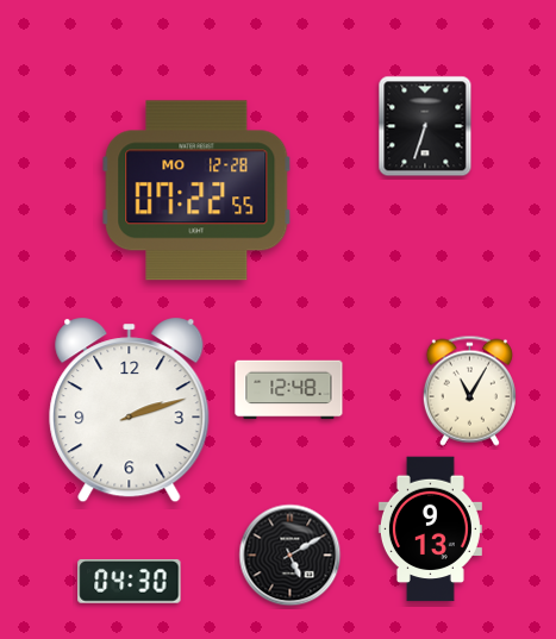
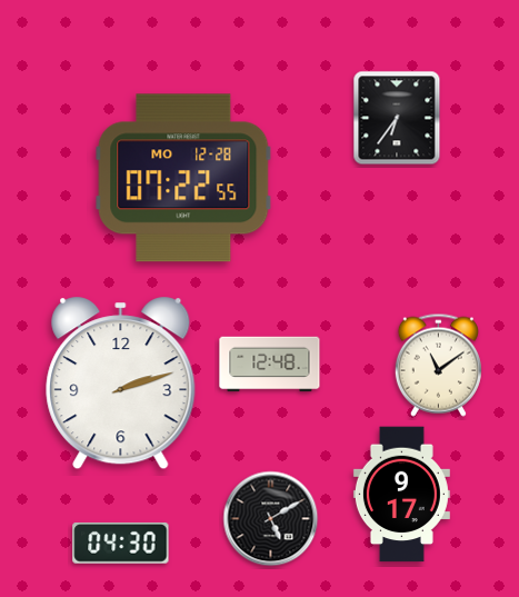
clock at (425, 126): 6:33 -> 6:36
clock at (469, 390): 11:05 -> 11:09
clock at (430, 530): 9:13 -> 9:17
